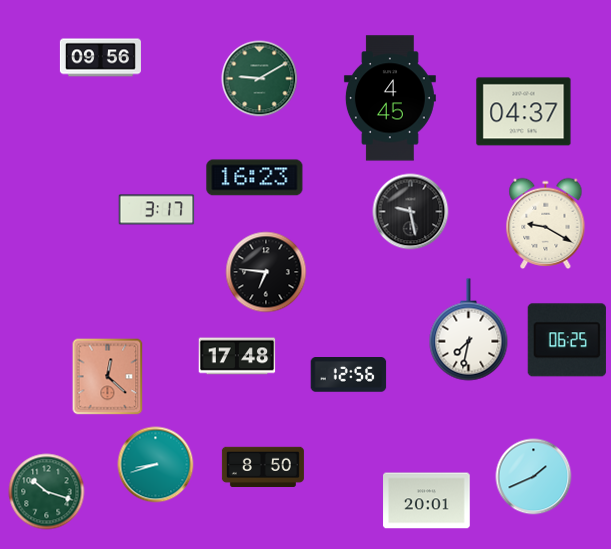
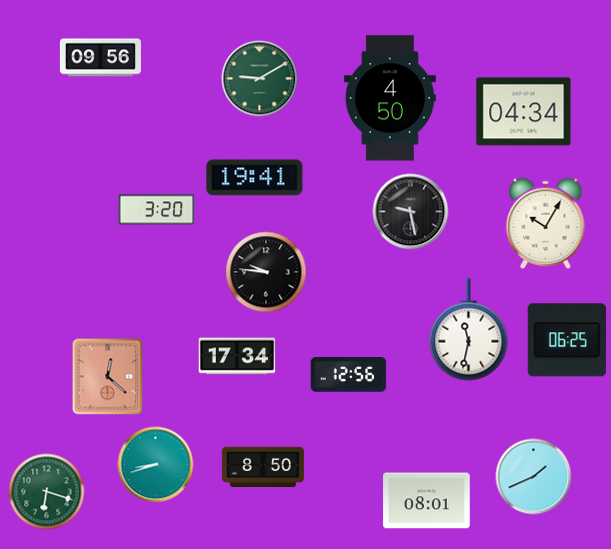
clock at (390, 98): 4:45 -> 4:50
clock at (524, 112): 04:37 -> 04:34
clock at (255, 178): 16:23 -> 19:41
clock at (157, 210): 3:17 -> 3:20
clock at (546, 223): 9:20 -> 10:05
clock at (266, 272): 6:46 -> 9:46
clock at (469, 330): 7:32 -> 11:32
clock at (237, 356): 17:48 -> 17:34
clock at (47, 492): 10:18 -> 6:18
clock at (427, 501): 20:01 -> 08:01
